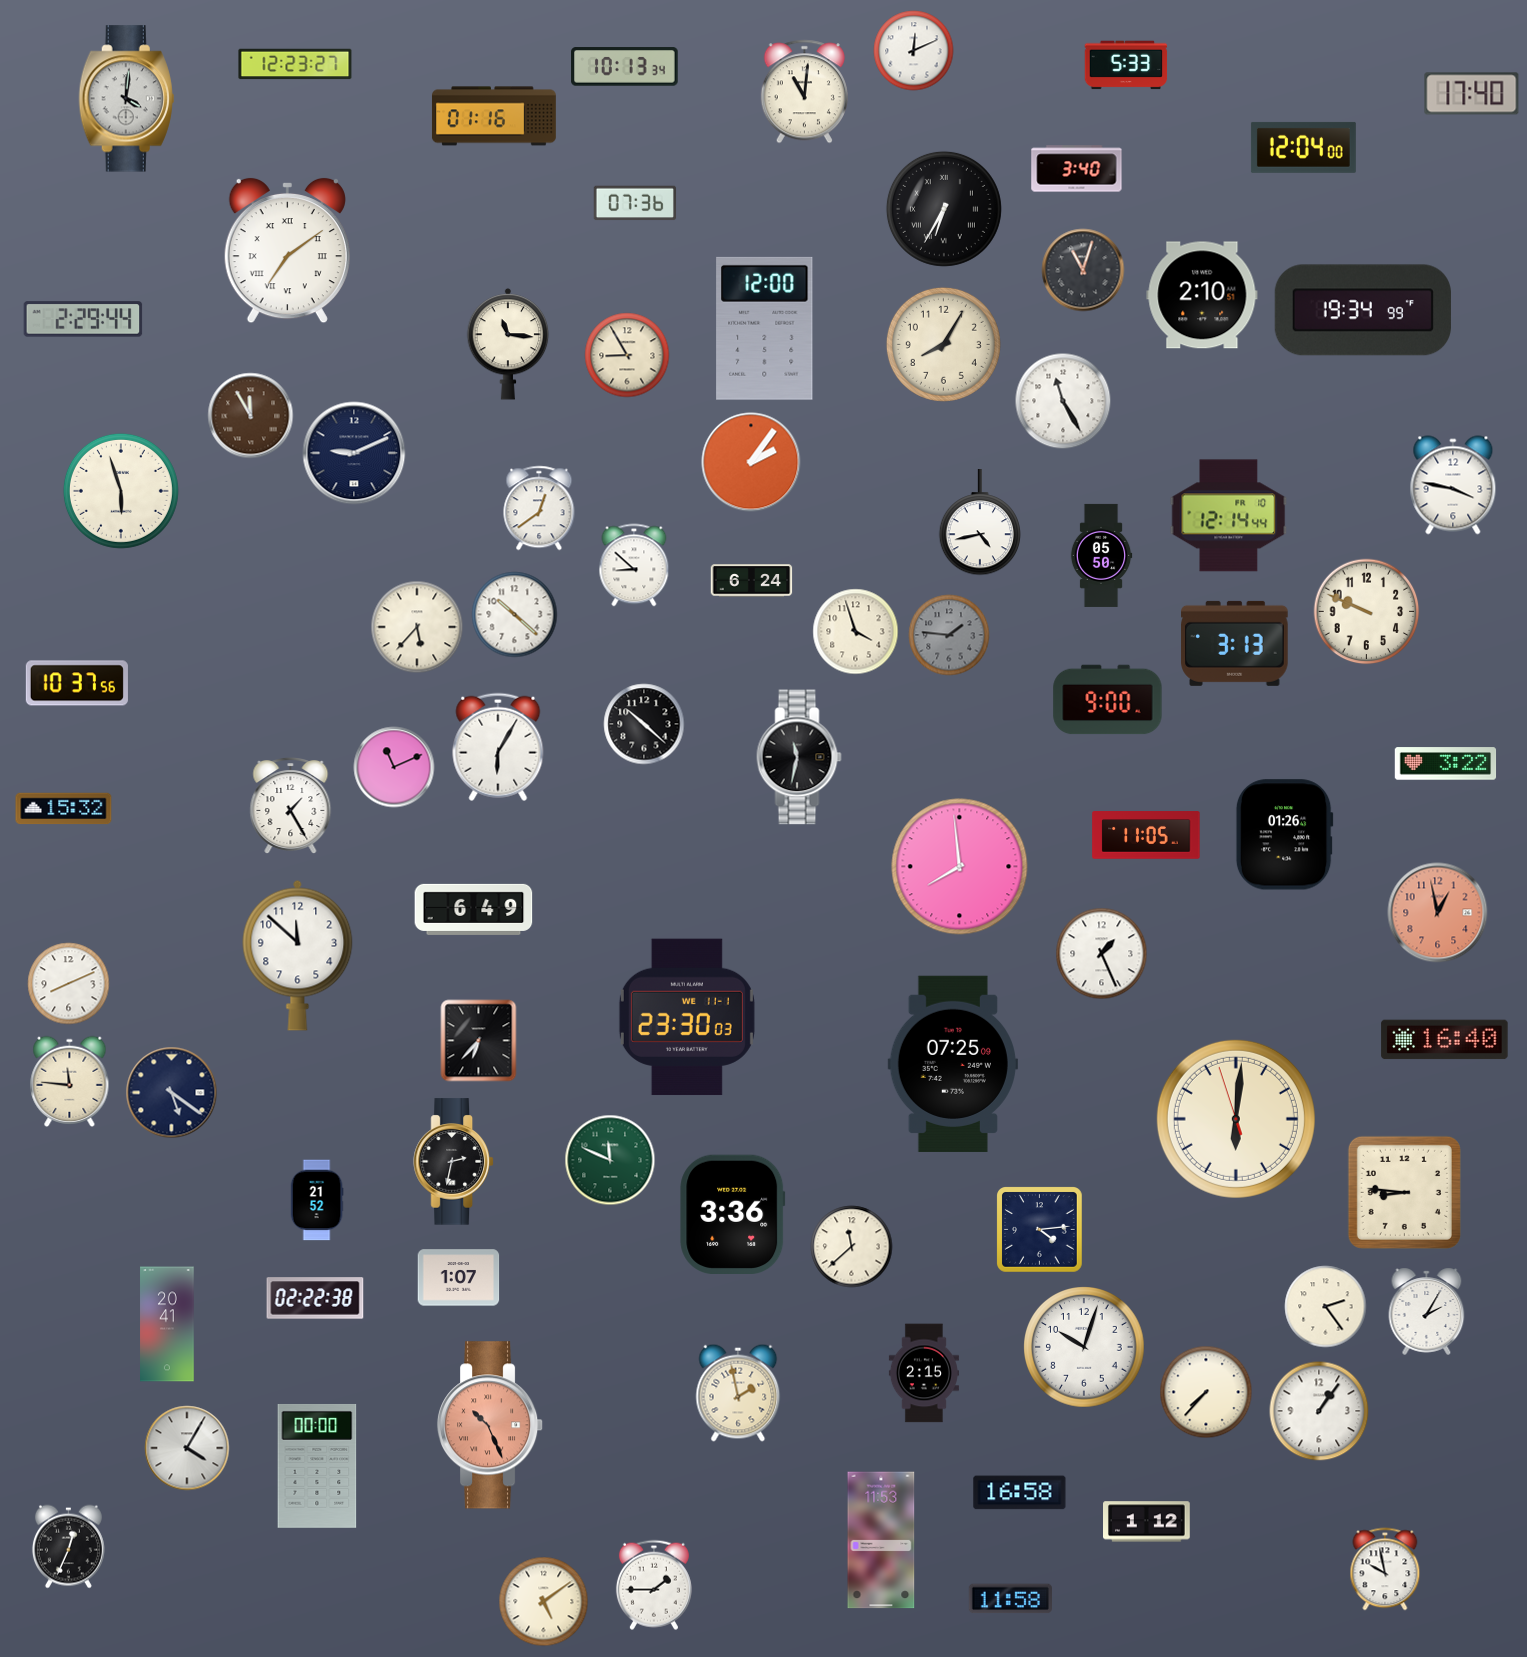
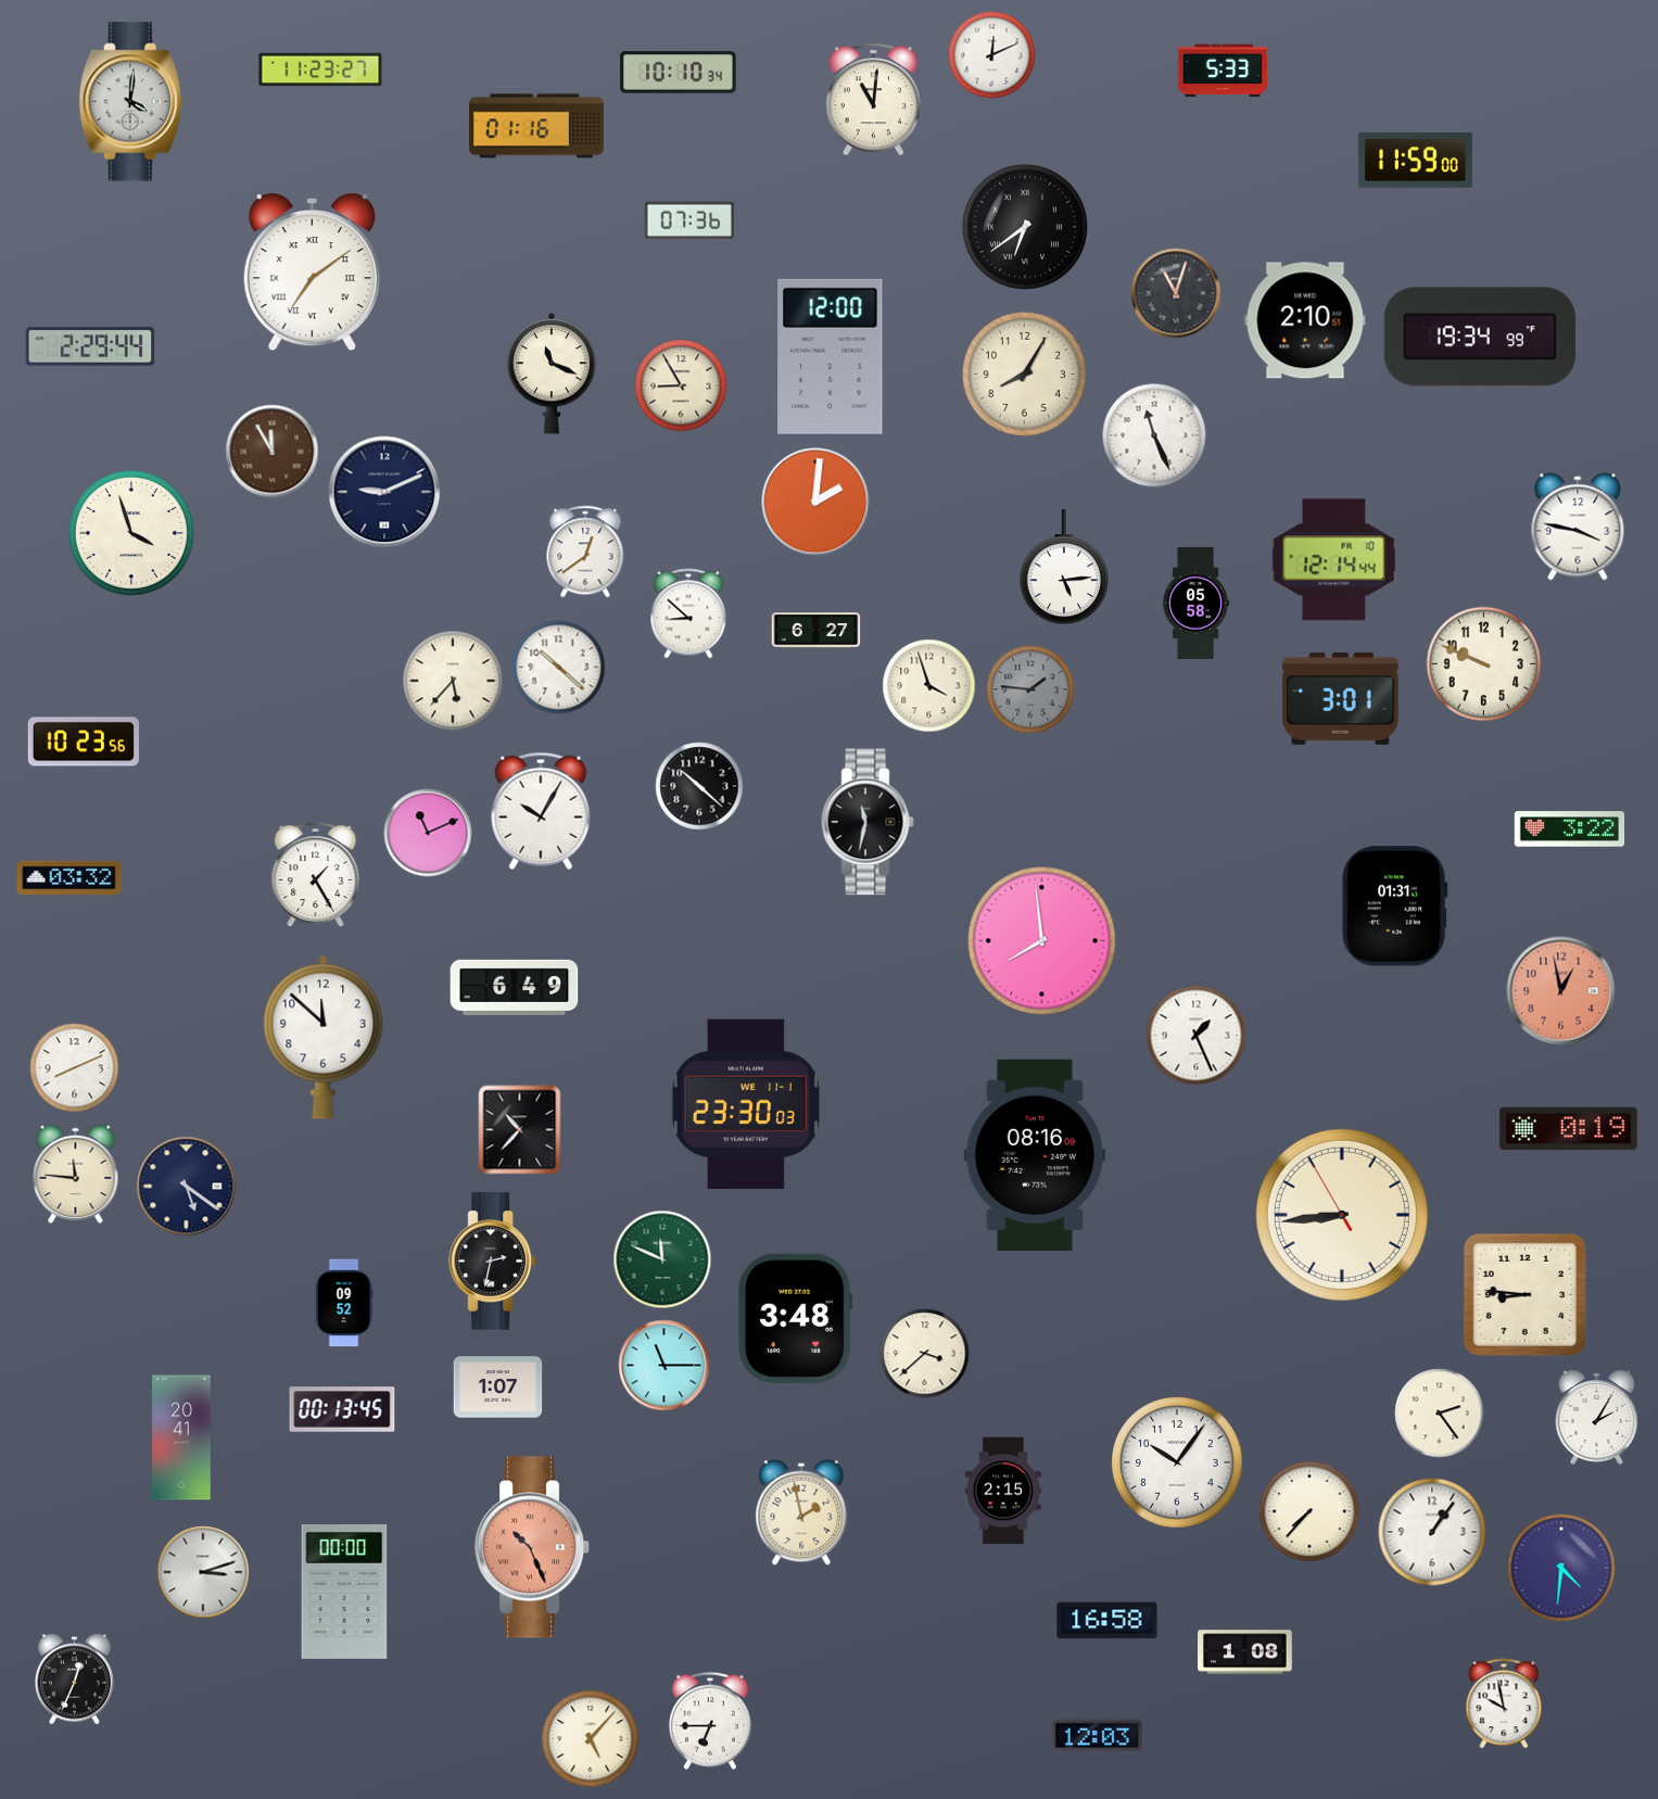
clock at (295, 64): 12:23 -> 11:23
clock at (625, 67): 10:13 -> 10:10
clock at (1472, 94): 17:40 -> none
clock at (126, 99) position: (126, 99) -> (130, 102)
clock at (1303, 147): 12:04 -> 11:59
clock at (1077, 169): 3:40 -> none
clock at (944, 209): 6:35 -> 6:39
clock at (508, 344): 11:16 -> 11:19
clock at (1063, 401): 11:25 -> 11:26
clock at (751, 462): 2:06 -> 2:01
clock at (121, 491): 5:57 -> 3:57
clock at (980, 523): 4:43 -> 5:14
clock at (1101, 555): 05:50 -> 05:58
clock at (752, 581): 6:24 -> 6:27
clock at (1235, 643): 3:13 -> 3:01
clock at (77, 683): 10:37 -> 10:23
clock at (1108, 700): 9:00 -> none
clock at (498, 747): 6:05 -> 10:05
clock at (64, 809): 15:32 -> 03:32
clock at (1146, 835): 11:05 -> none
clock at (1284, 835): 01:26 -> 01:31
clock at (1445, 1040): 16:40 -> 0:19
clock at (479, 1041): 6:37 -> 10:37
clock at (953, 1064): 07:25 -> 08:16
clock at (1236, 1119): 6:00 -> 8:43
clock at (317, 1200): 21:52 -> 09:52
clock at (733, 1214): 3:36 -> 3:48
clock at (1040, 1230): 4:14 -> none
clock at (852, 1247): 11:38 -> 3:38
clock at (665, 1366): none -> 11:15
clock at (315, 1298): 02:22 -> 00:13
clock at (1326, 1307) position: (1326, 1307) -> (1440, 1414)
clock at (1427, 1311) position: (1427, 1311) -> (1597, 1417)
clock at (1084, 1347): 10:03 -> 10:06
clock at (1561, 1568): none -> 4:31
clock at (187, 1448): 4:05 -> 3:12
clock at (1147, 1522): 1:12 -> 1:08
clock at (881, 1540): 11:53 -> none
clock at (654, 1585): 1:45 -> 6:45
clock at (1010, 1599): 11:58 -> 12:03
clock at (544, 1602): 5:09 -> 5:07
